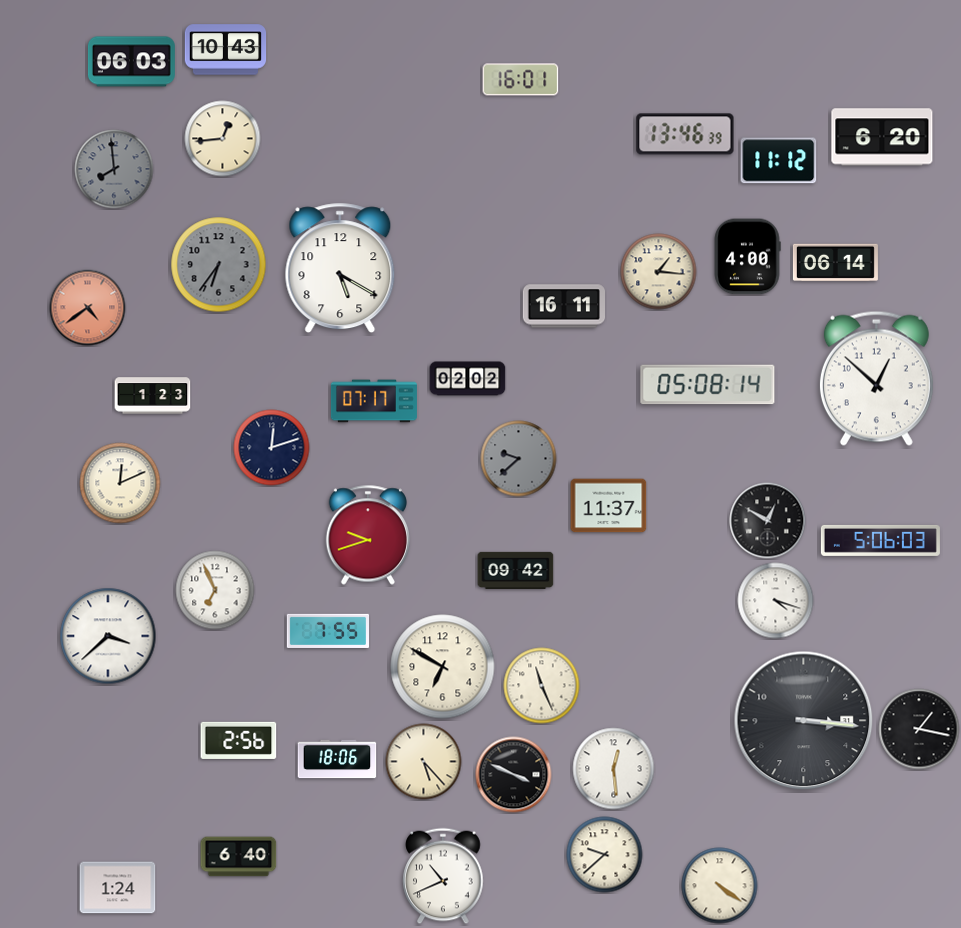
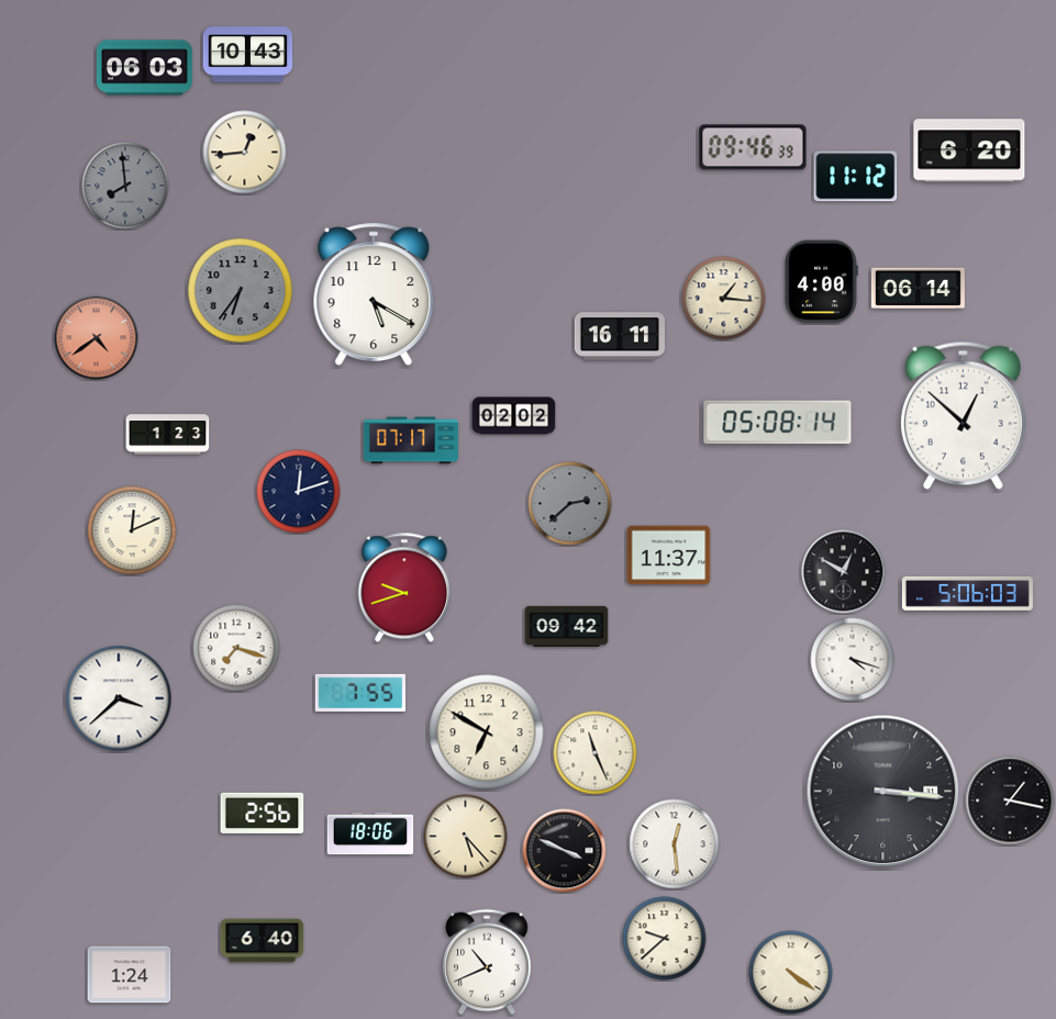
clock at (521, 80): 16:01 -> none
clock at (685, 134): 13:46 -> 09:46
clock at (519, 459): 9:38 -> 2:38
clock at (215, 590): 6:56 -> 7:18
